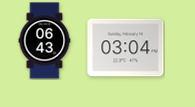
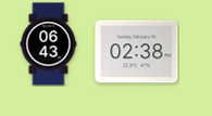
clock at (126, 48): 03:04 -> 02:38
